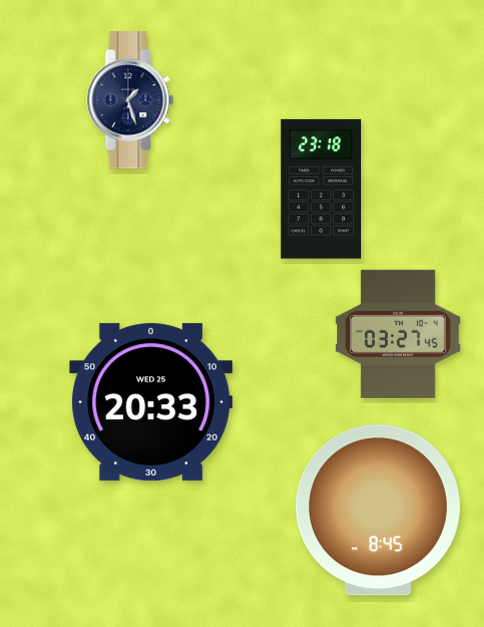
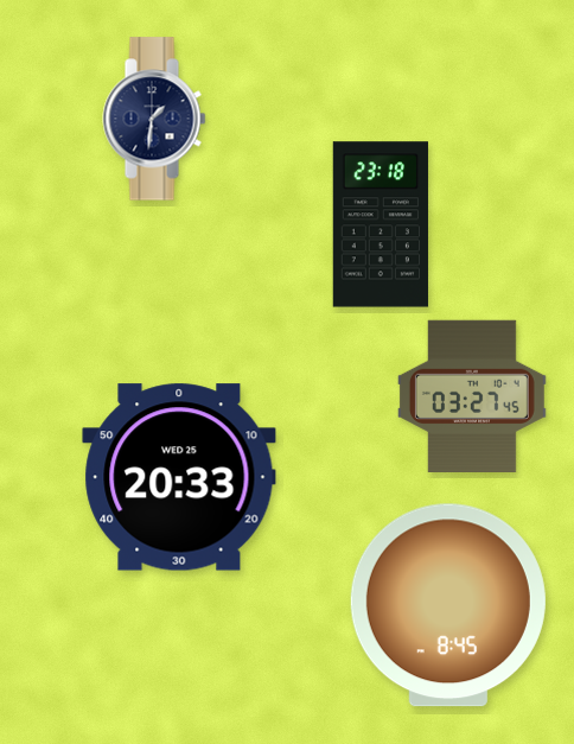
clock at (130, 100): 1:27 -> 1:31
